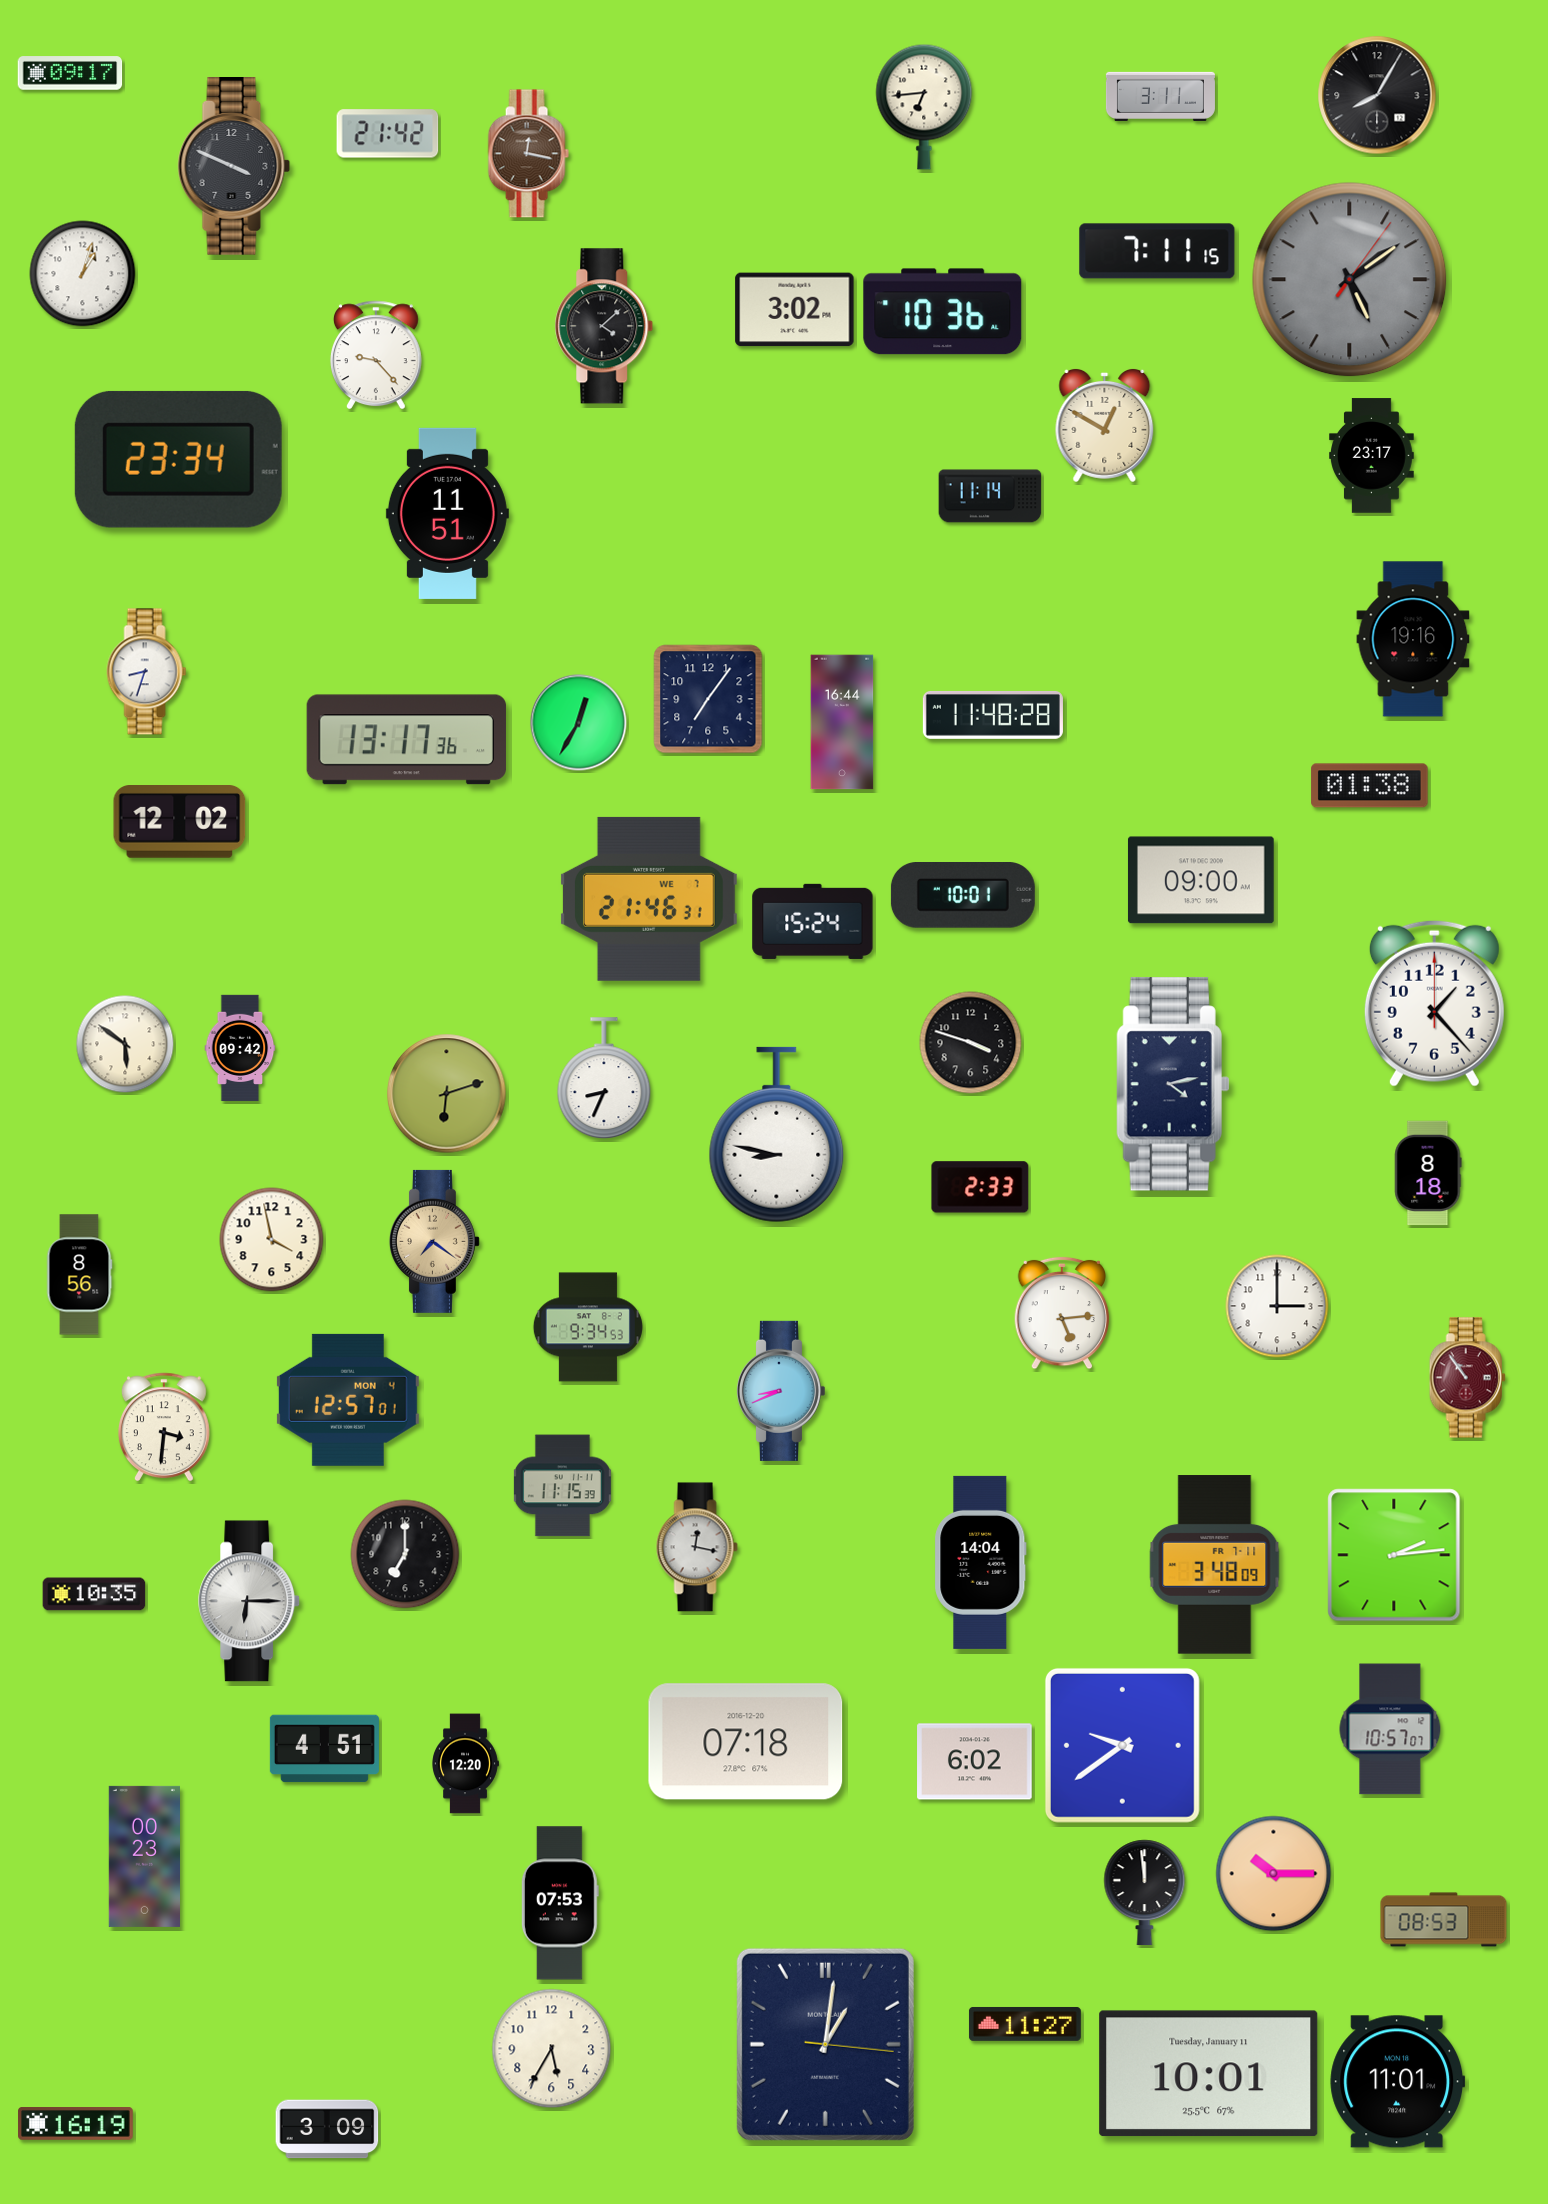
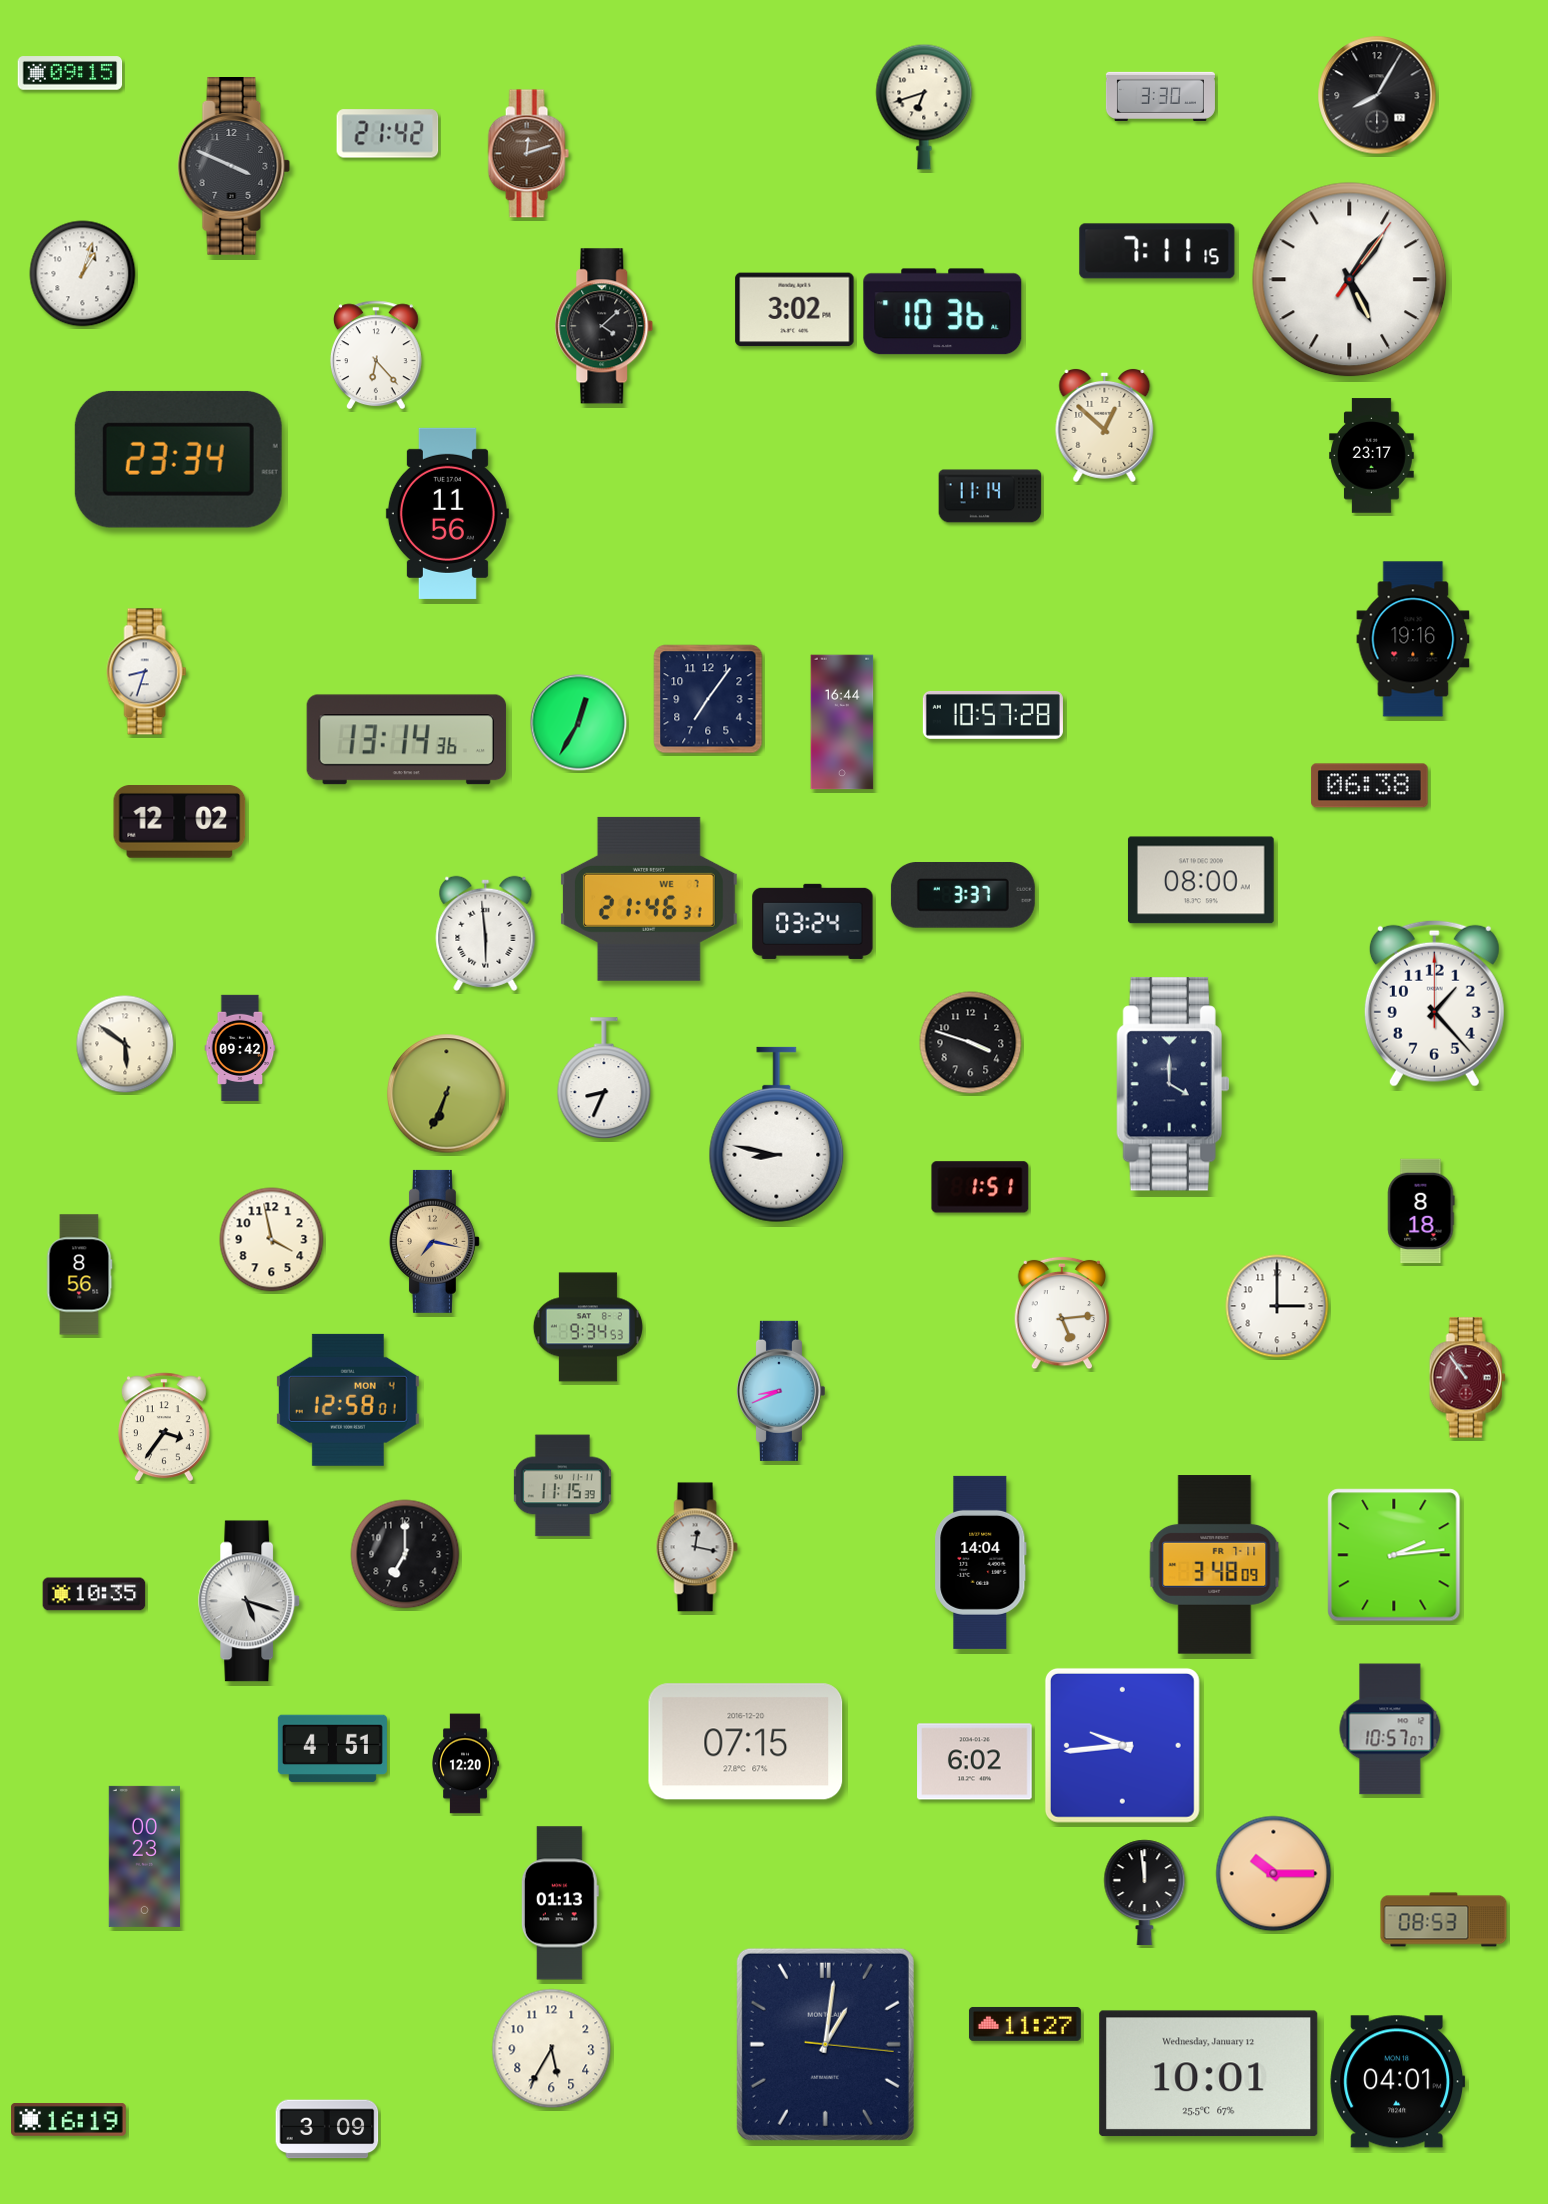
clock at (70, 73): 09:17 -> 09:15
clock at (1160, 96): 3:11 -> 3:30
clock at (924, 107): 6:44 -> 6:42
clock at (528, 154): 12:17 -> 12:12
clock at (1350, 280): 5:09 -> 5:06
clock at (1350, 280) dial: grey -> white
clock at (376, 355): 9:23 -> 6:23
clock at (1105, 425): 12:50 -> 12:52
clock at (447, 513): 11:51 -> 11:56
clock at (993, 715): 11:48 -> 10:57
clock at (406, 740): 13:17 -> 13:14
clock at (1370, 786): 01:38 -> 06:38
clock at (1201, 880): 09:00 -> 08:00
clock at (963, 896): 10:01 -> 3:37
clock at (813, 921): 15:24 -> 03:24
clock at (486, 933): none -> 5:59
clock at (1173, 1084): 4:13 -> 4:00
clock at (447, 1094): 6:12 -> 6:34
clock at (1428, 1173) position: (1428, 1173) -> (1421, 1211)
clock at (980, 1187): 2:33 -> 1:51
clock at (434, 1241): 7:21 -> 7:17
clock at (348, 1400): 12:57 -> 12:58
clock at (164, 1427): 3:31 -> 3:36
clock at (250, 1601): 6:15 -> 5:18
clock at (746, 1742): 07:18 -> 07:15
clock at (1122, 1745): 9:39 -> 9:44
clock at (324, 1749) position: (324, 1749) -> (332, 1749)
clock at (560, 1903): 07:53 -> 01:13
clock at (1209, 2074) date: Tuesday, January 11 -> Wednesday, January 12
clock at (1398, 2082): 11:01 -> 04:01
clock at (76, 2124) position: (76, 2124) -> (69, 2120)
